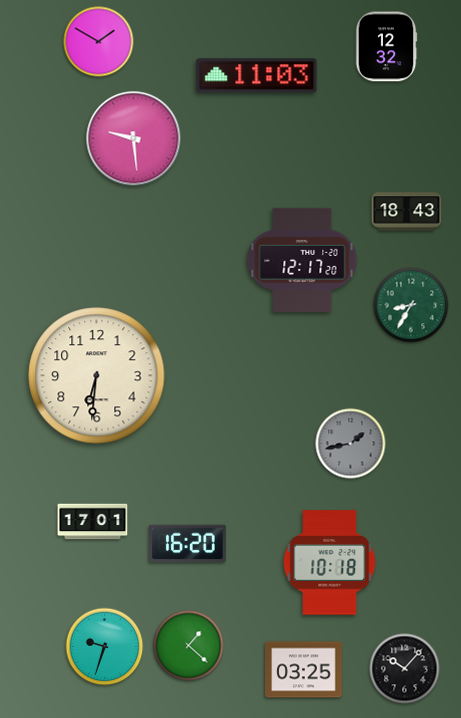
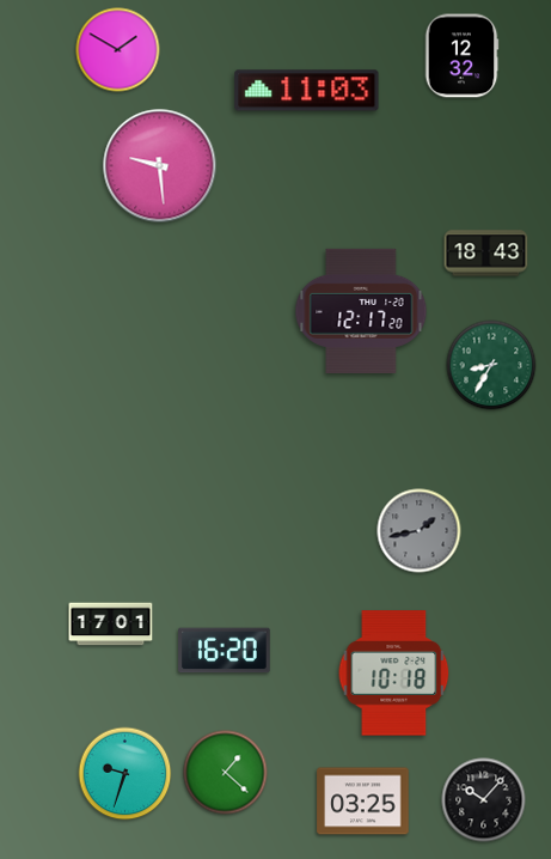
clock at (97, 376): 6:31 -> none
